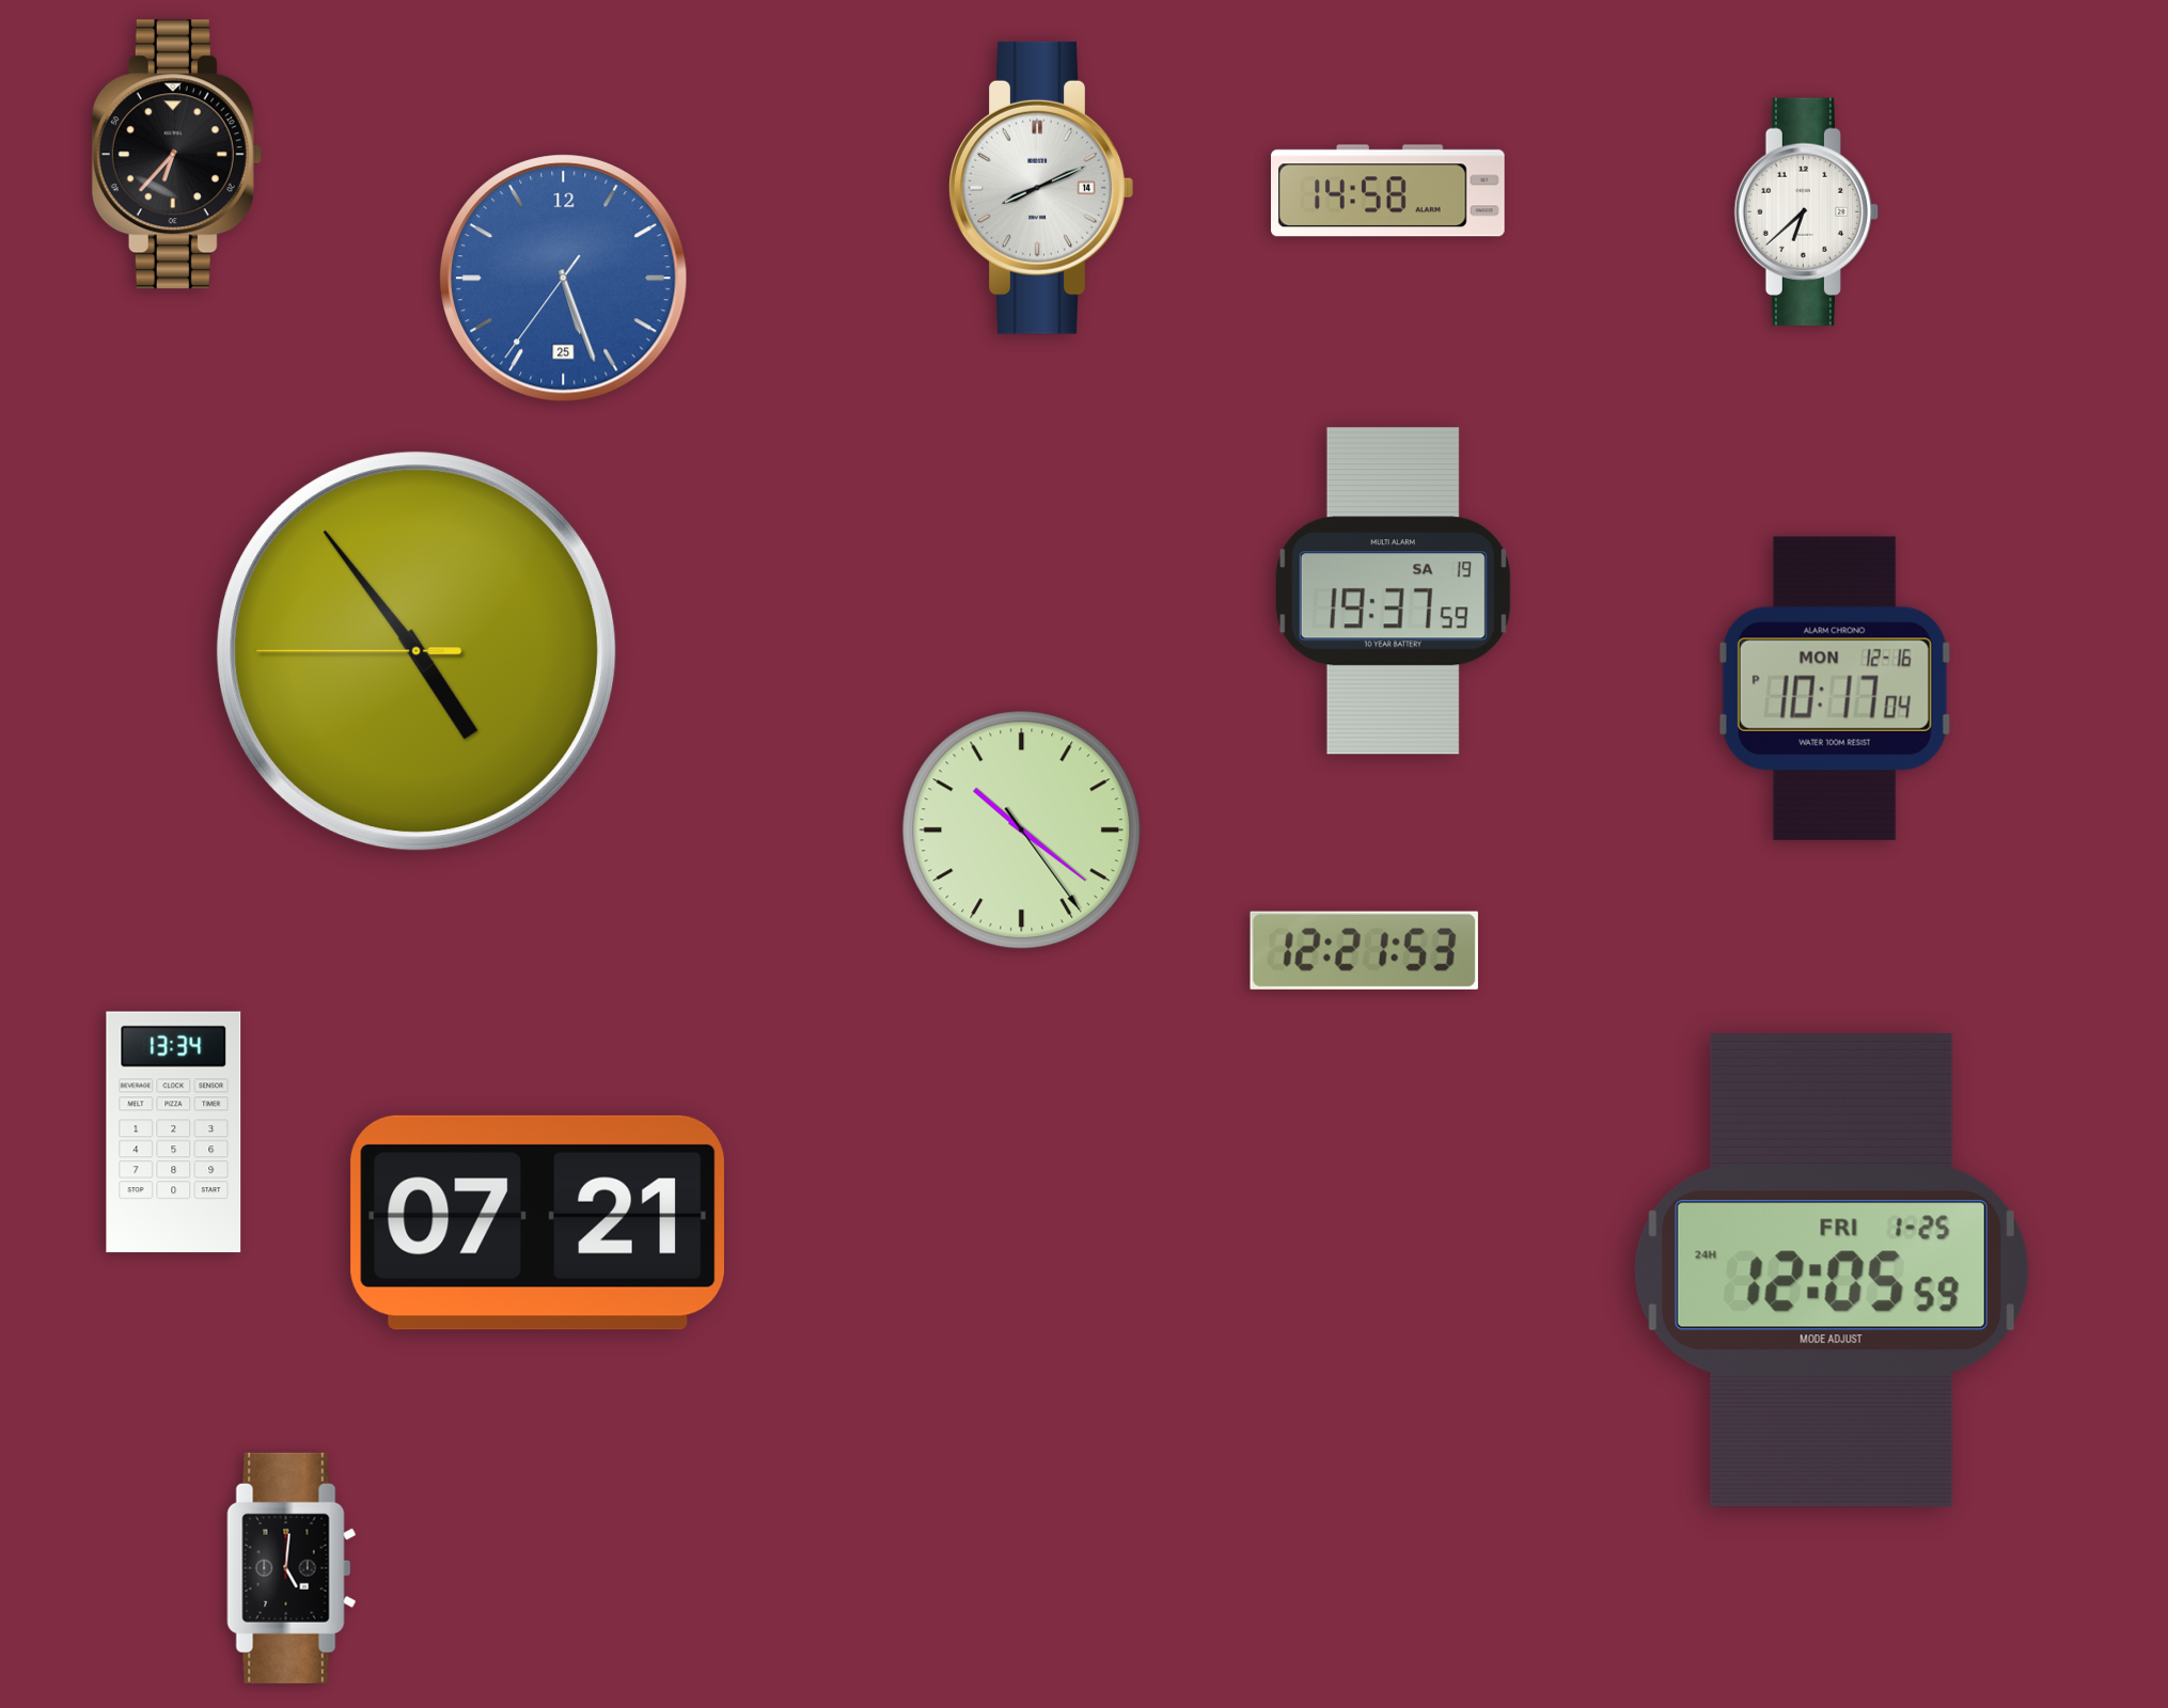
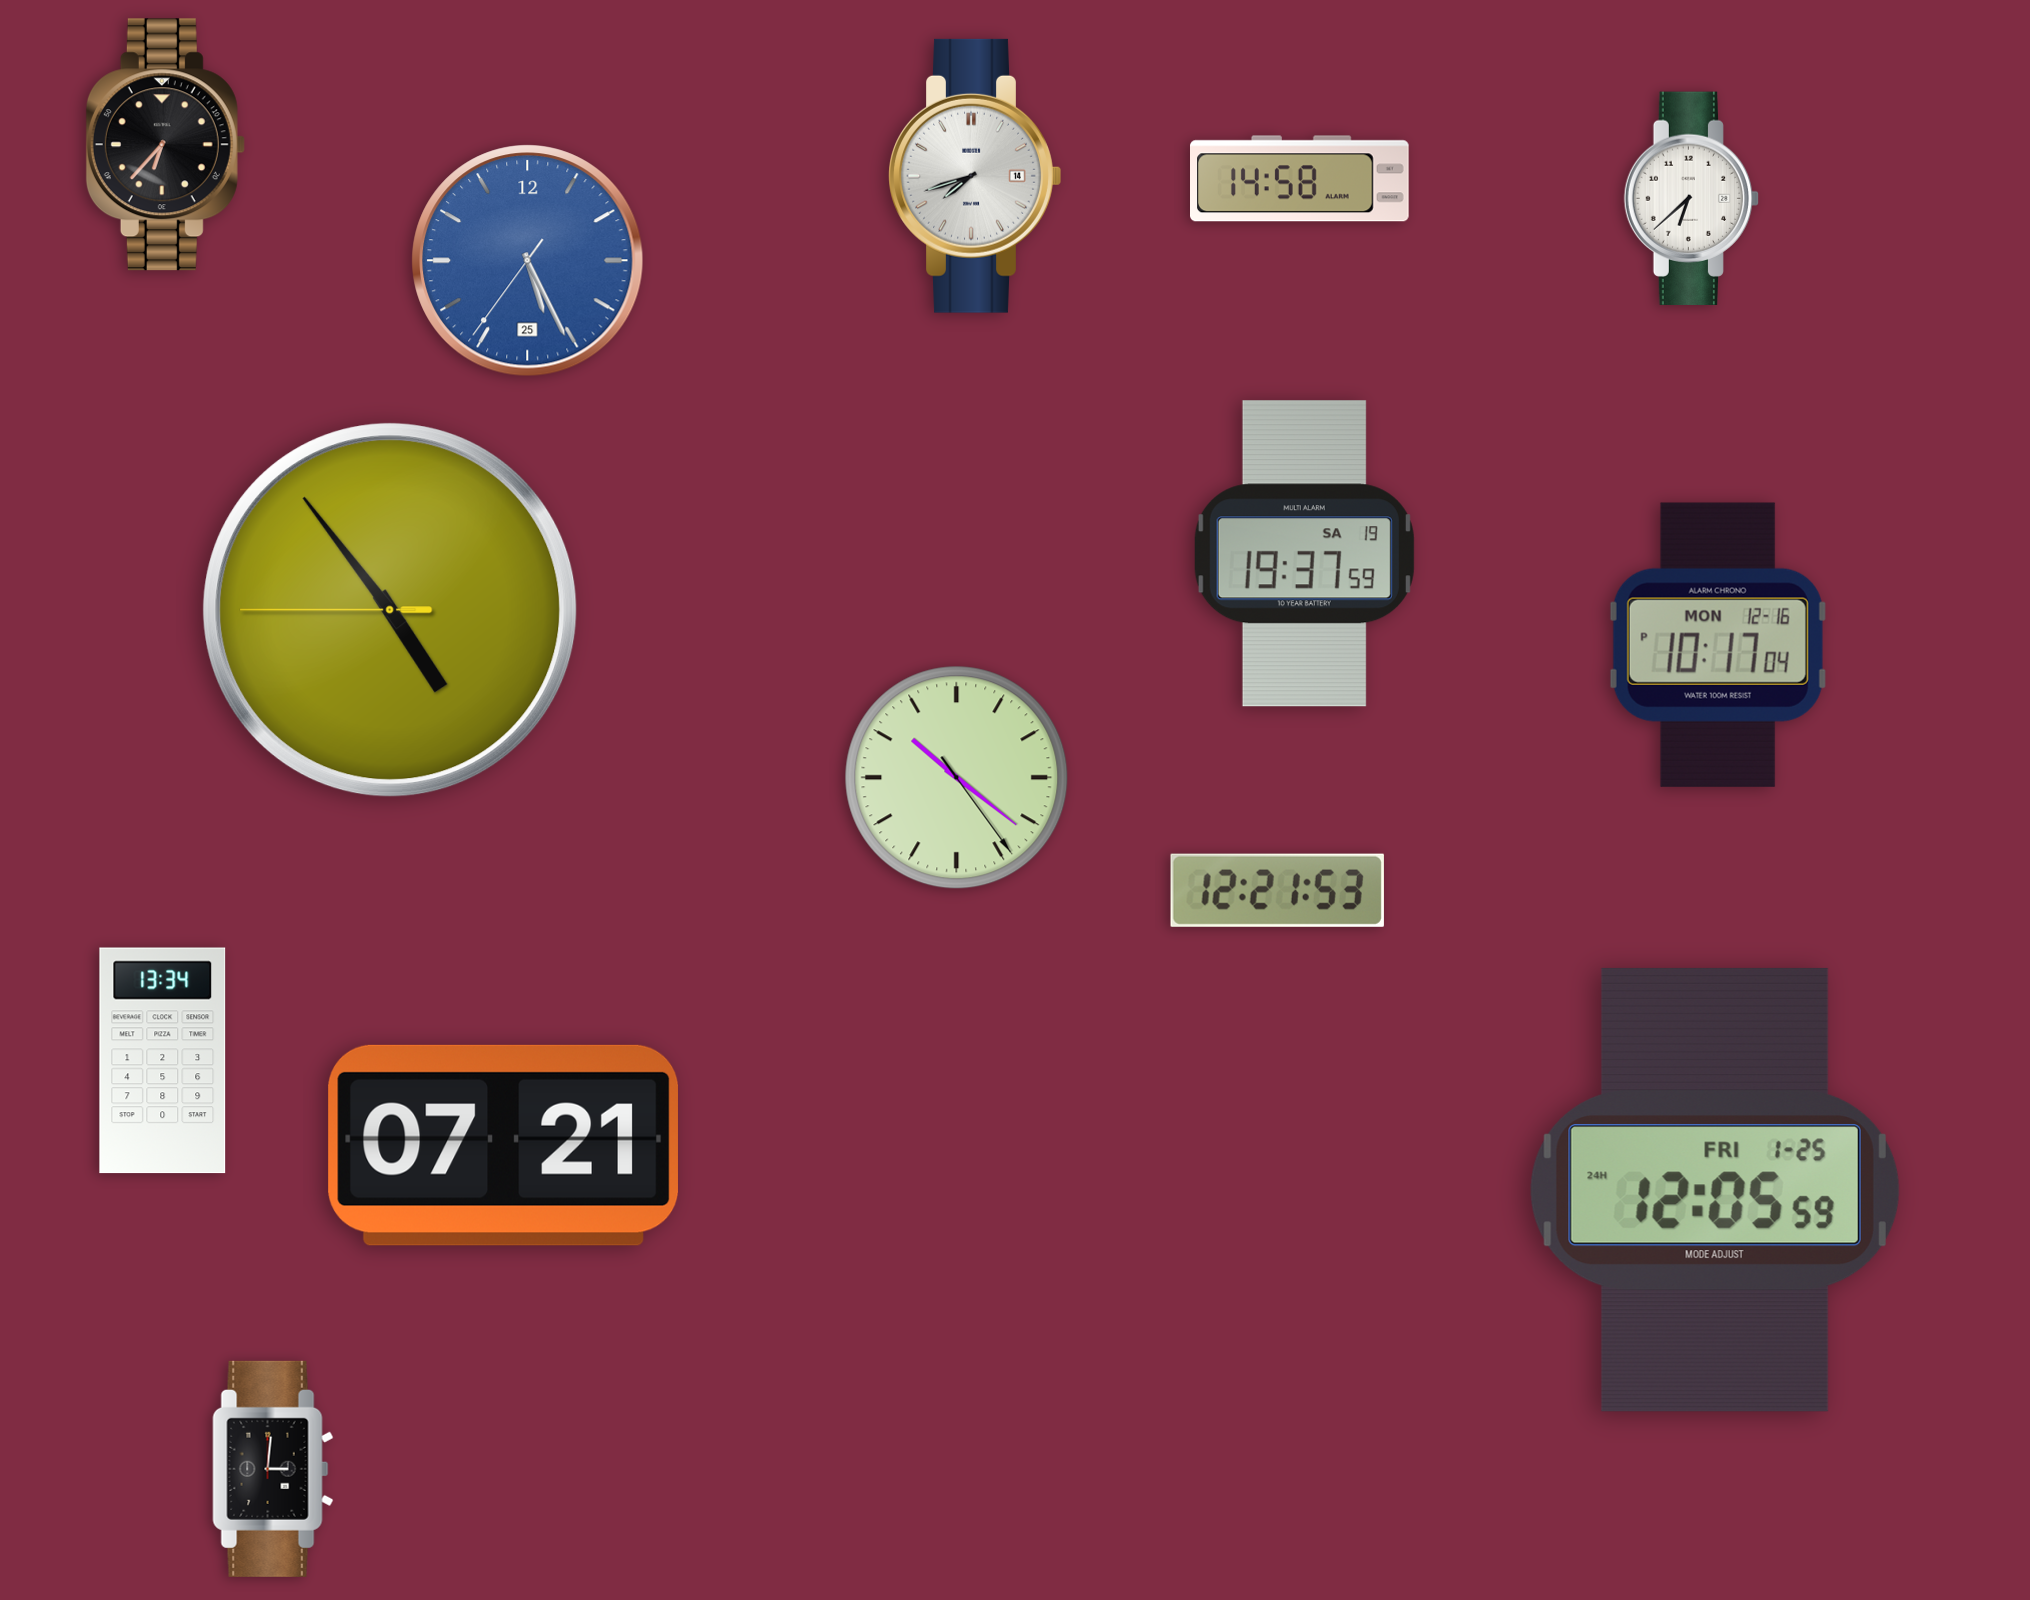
clock at (1041, 188): 8:11 -> 7:42
clock at (564, 279): 5:26 -> 5:25
clock at (292, 1568): 5:01 -> 3:01
